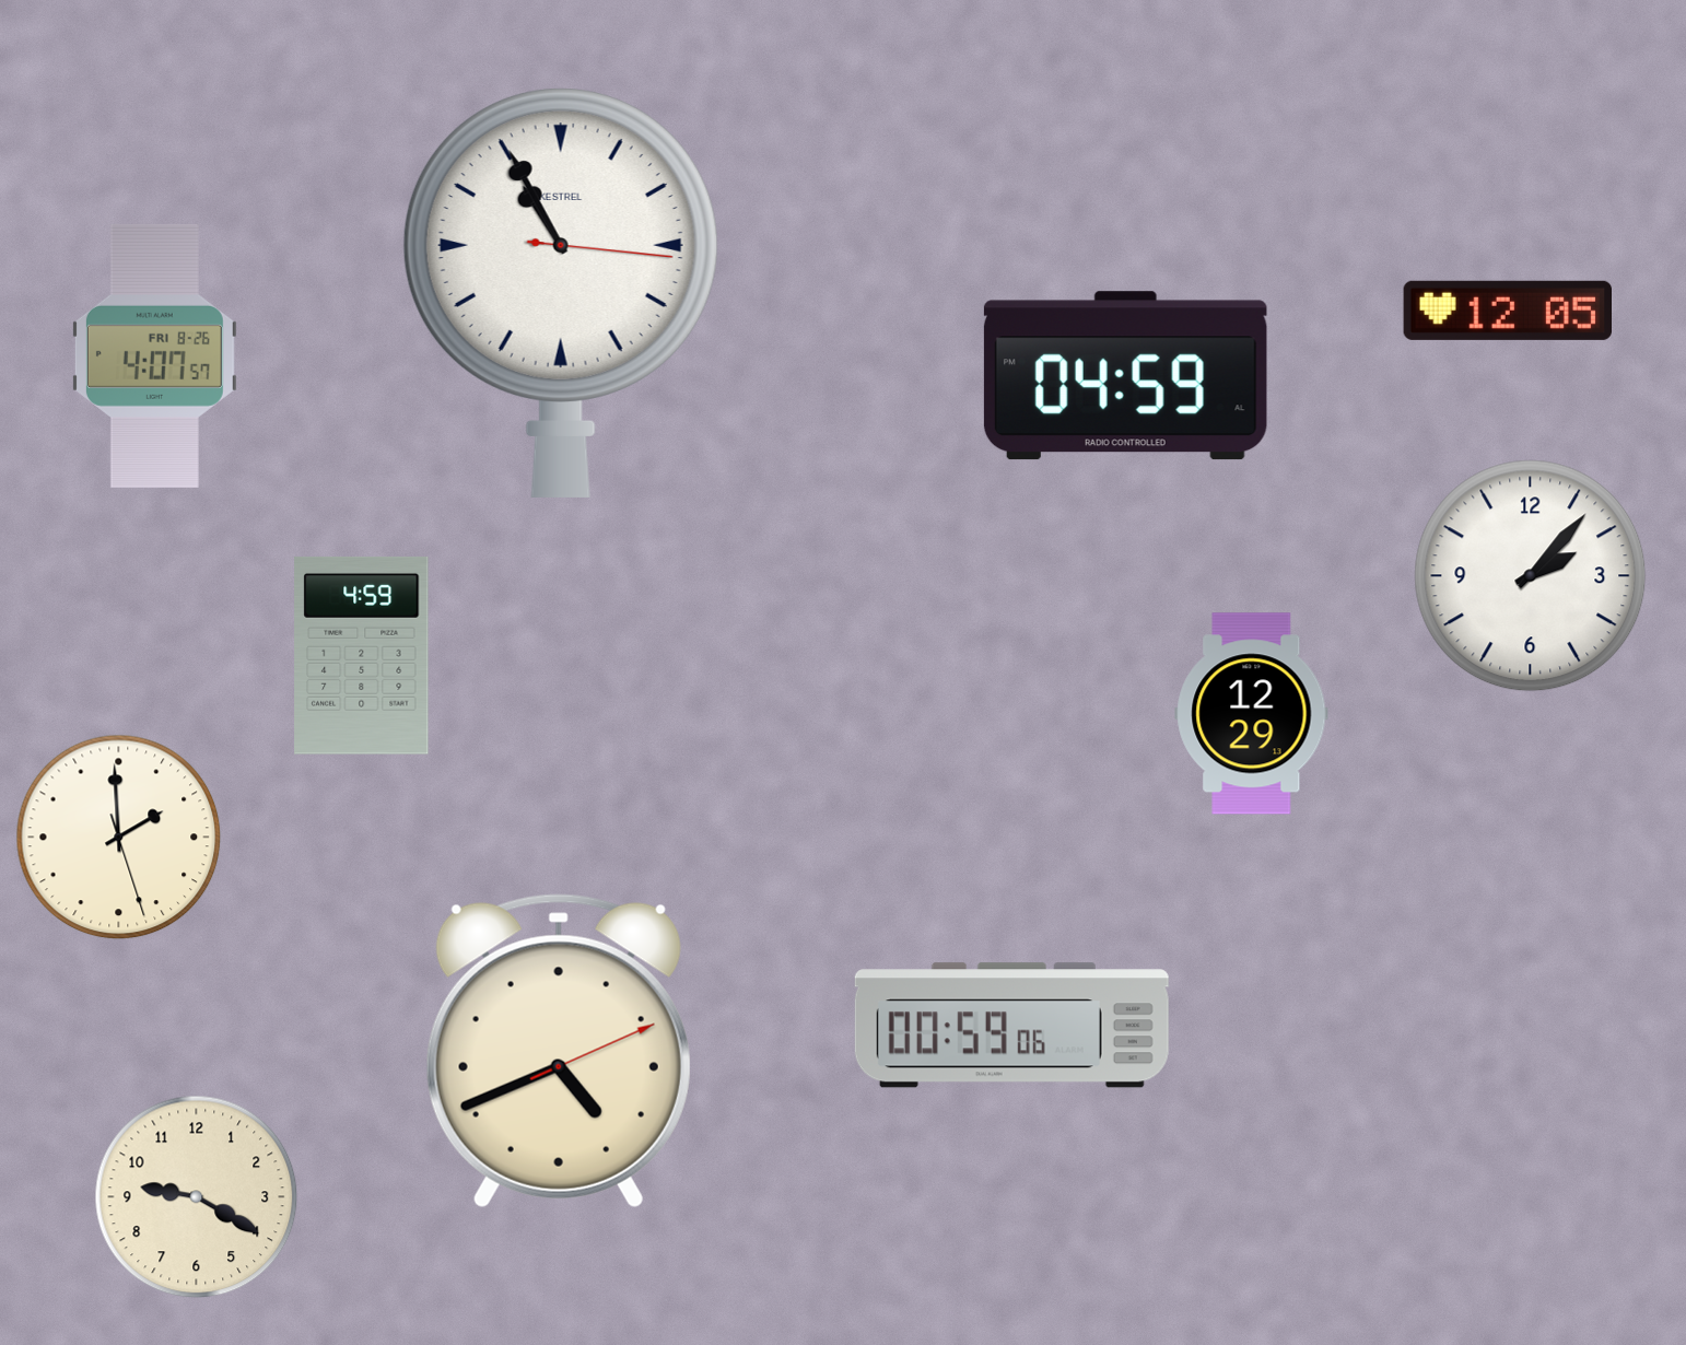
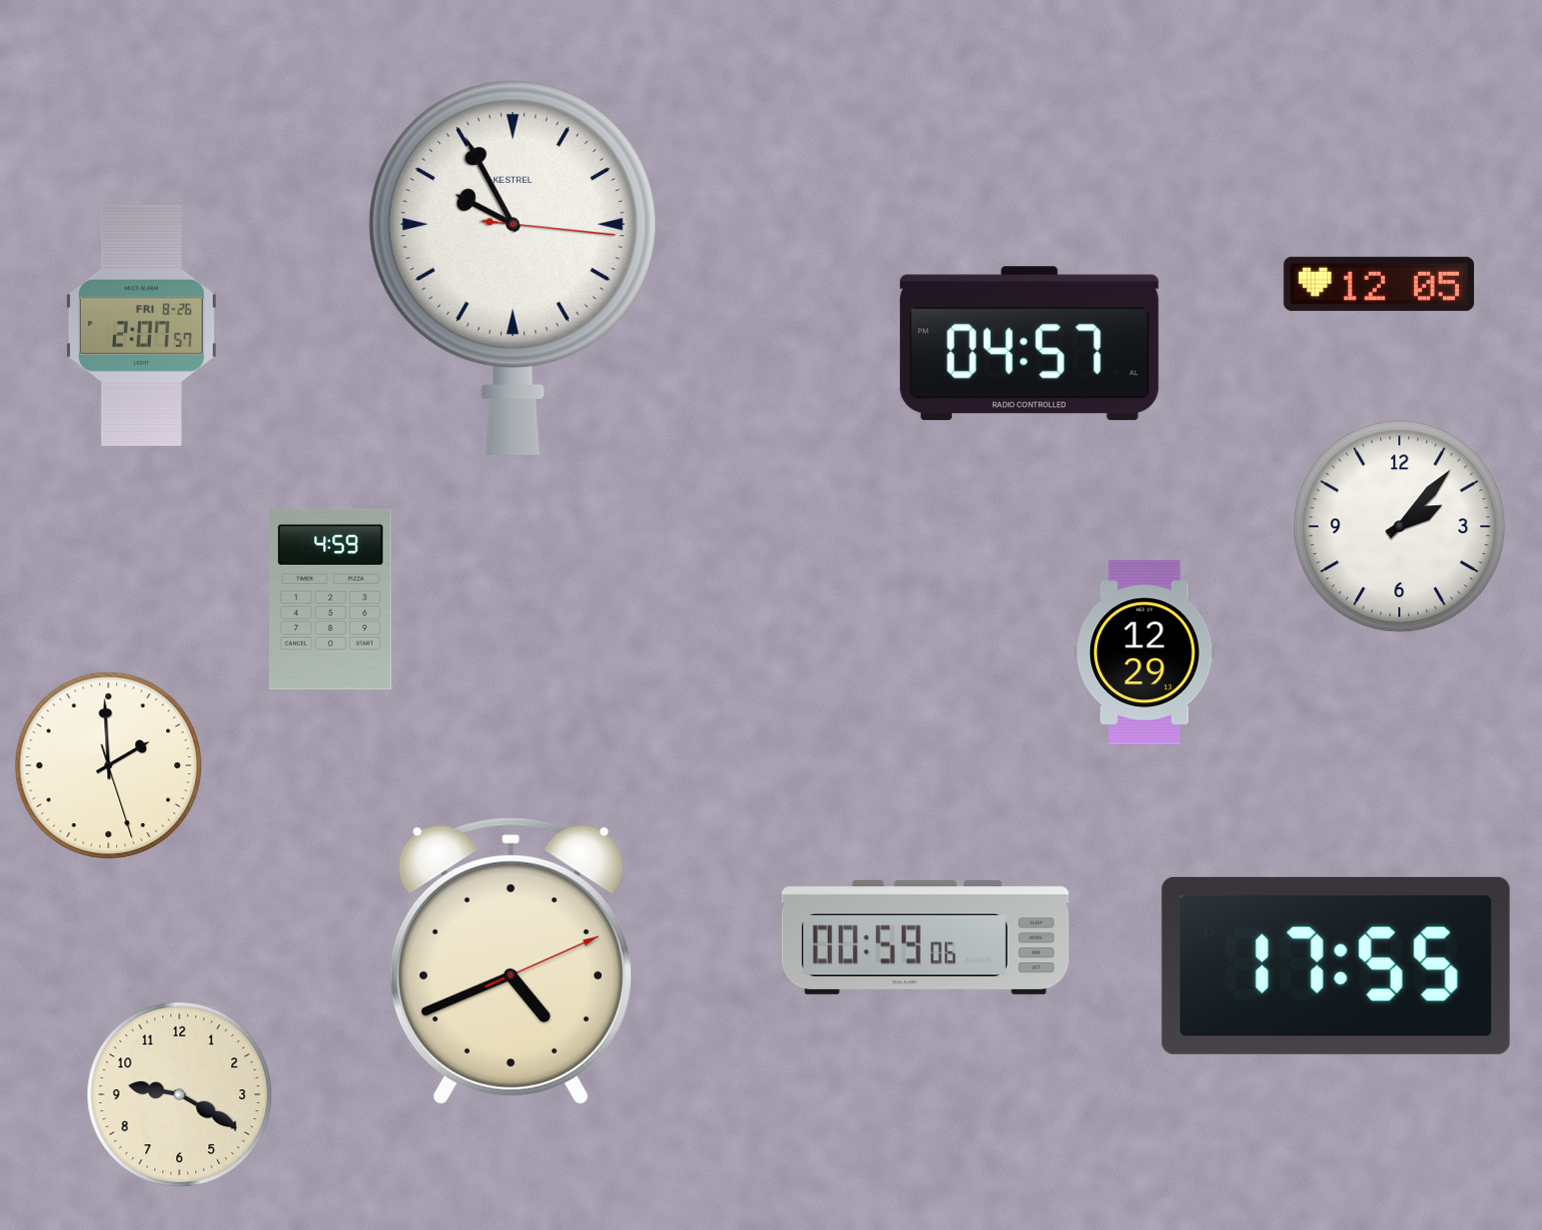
clock at (561, 293): 10:55 -> 9:55
clock at (154, 355): 4:07 -> 2:07
clock at (1125, 376): 04:59 -> 04:57
clock at (1336, 966): none -> 17:55
